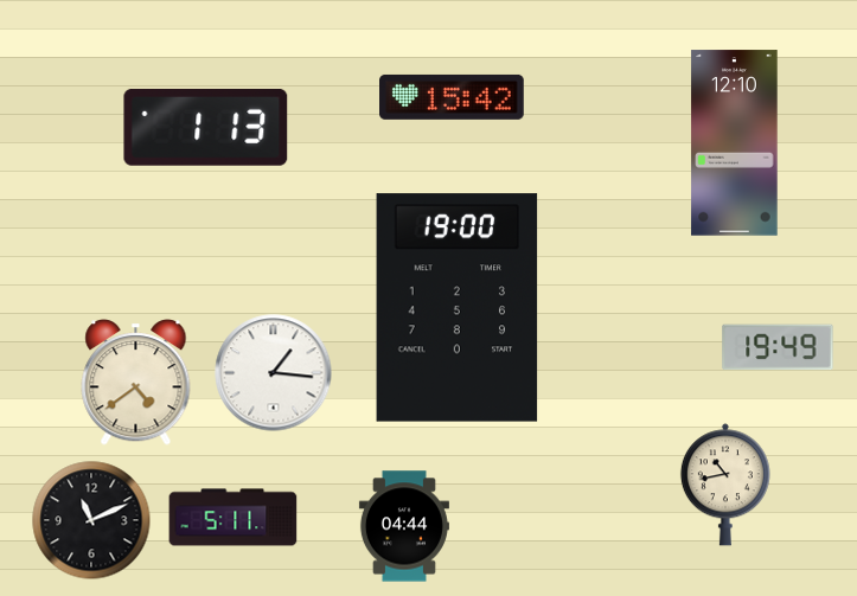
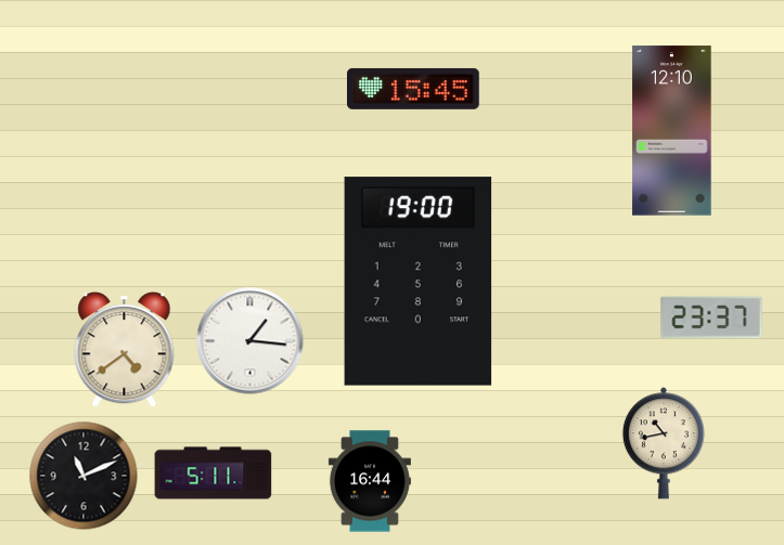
clock at (453, 97): 15:42 -> 15:45
clock at (206, 127): 1:13 -> none
clock at (778, 347): 19:49 -> 23:37
clock at (404, 526): 04:44 -> 16:44
